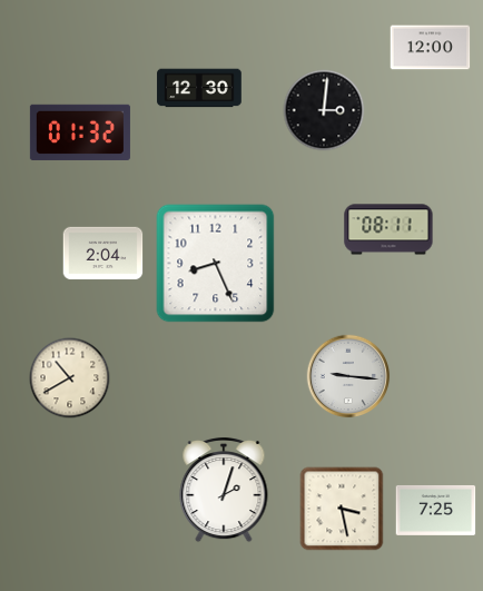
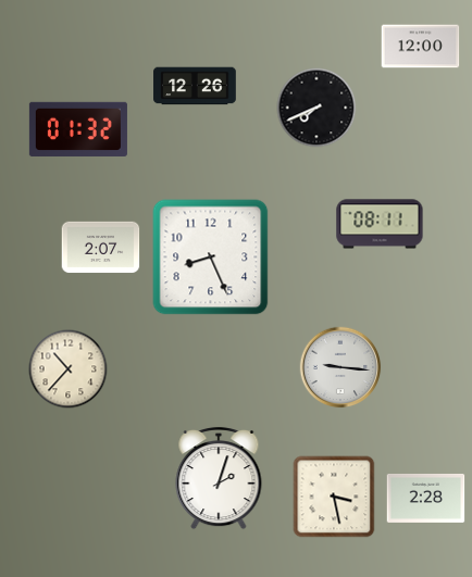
clock at (199, 88): 12:30 -> 12:26
clock at (324, 110): 3:01 -> 7:41
clock at (103, 254): 2:04 -> 2:07
clock at (70, 378): 10:40 -> 10:37
clock at (436, 510): 7:25 -> 2:28
